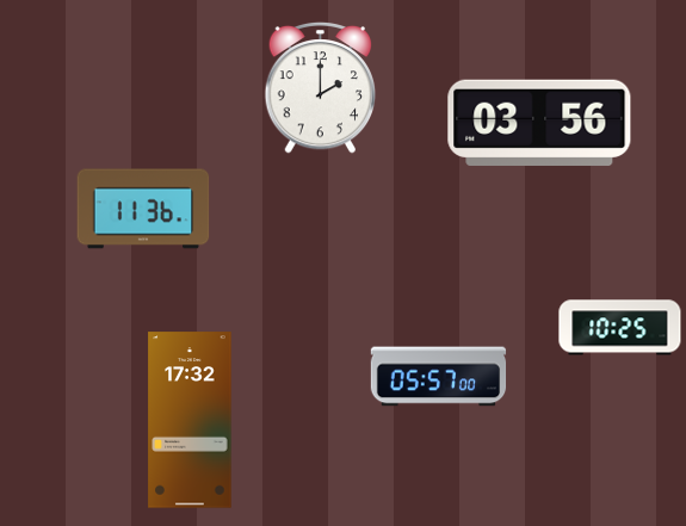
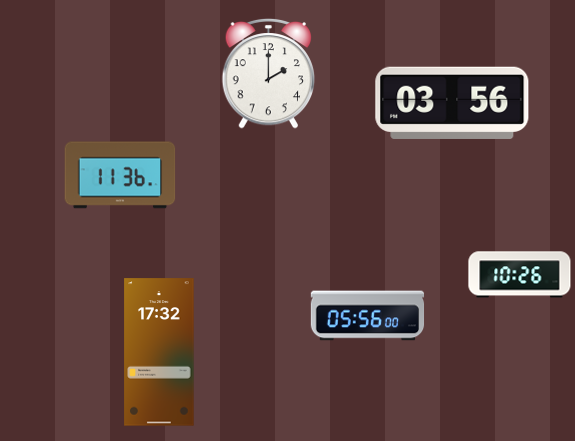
clock at (620, 328): 10:25 -> 10:26
clock at (439, 377): 05:57 -> 05:56
